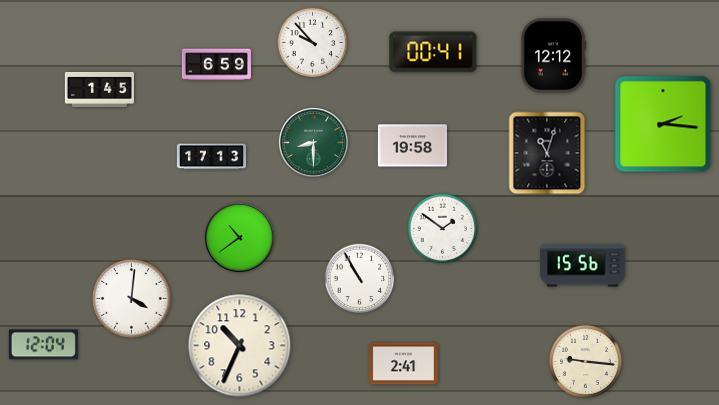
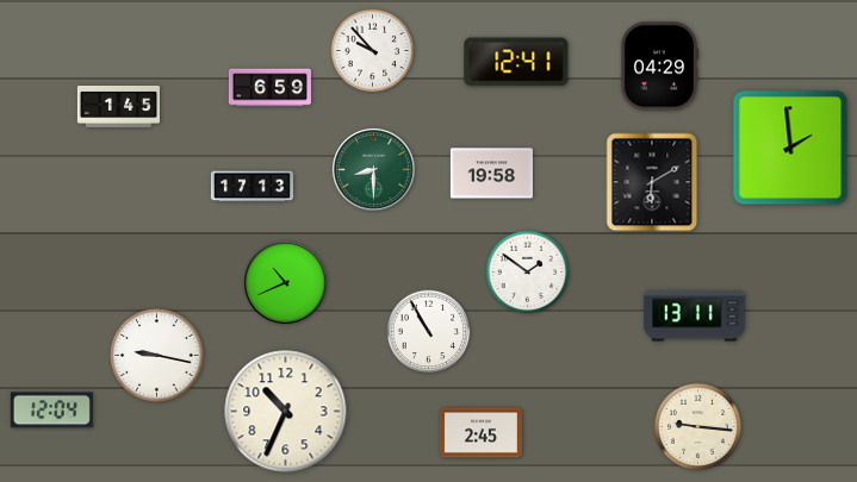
clock at (433, 52): 00:41 -> 12:41
clock at (553, 56): 12:12 -> 04:29
clock at (216, 65) position: (216, 65) -> (269, 88)
clock at (663, 124): 2:16 -> 1:59
clock at (547, 153): 11:03 -> 6:10
clock at (239, 237): 10:39 -> 10:41
clock at (583, 266): 15:56 -> 13:11
clock at (132, 299): 4:01 -> 9:17
clock at (585, 361) position: (585, 361) -> (697, 426)
clock at (403, 364): 2:41 -> 2:45
